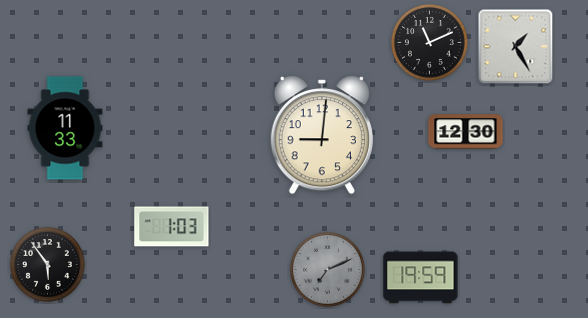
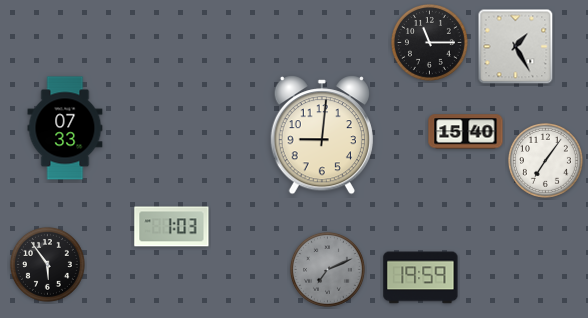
clock at (429, 42): 11:11 -> 11:15
clock at (65, 128): 11:33 -> 07:33
clock at (466, 132): 12:30 -> 15:40
clock at (545, 160): none -> 7:06
